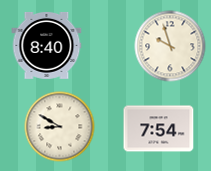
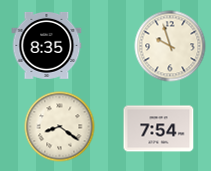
clock at (47, 45): 8:40 -> 8:35
clock at (60, 127): 8:50 -> 8:21
